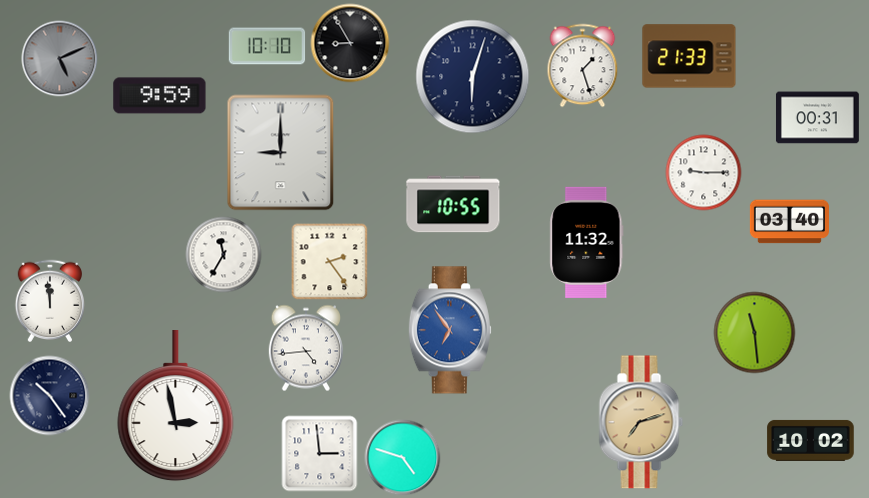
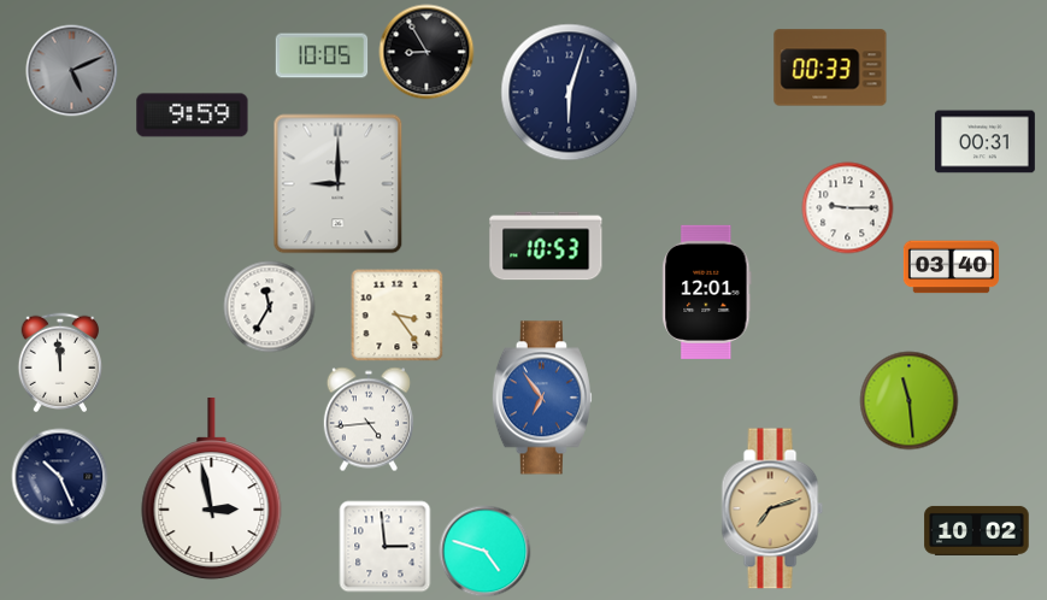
clock at (350, 43) position: (350, 43) -> (427, 52)
clock at (267, 46): 10:10 -> 10:05
clock at (689, 56): 21:33 -> 00:33
clock at (583, 66): 1:27 -> none
clock at (453, 204): 10:55 -> 10:53
clock at (587, 242): 11:32 -> 12:01
clock at (330, 262): 2:24 -> 3:24
clock at (50, 396): 10:24 -> 10:26
